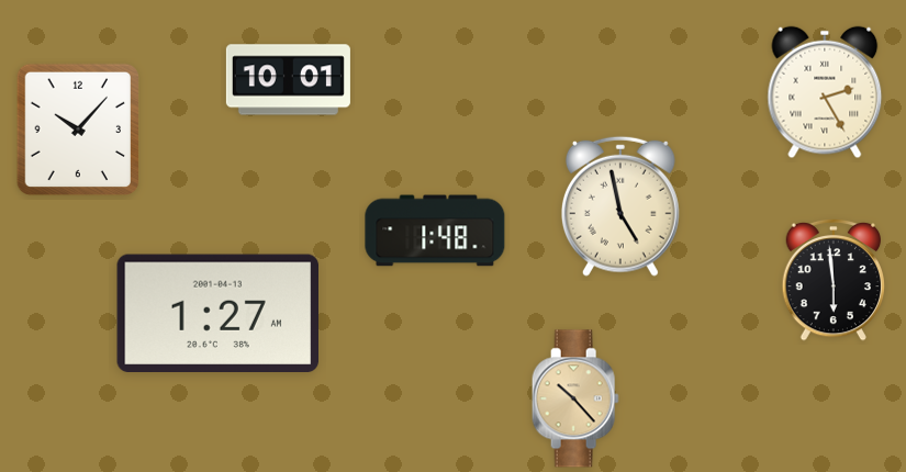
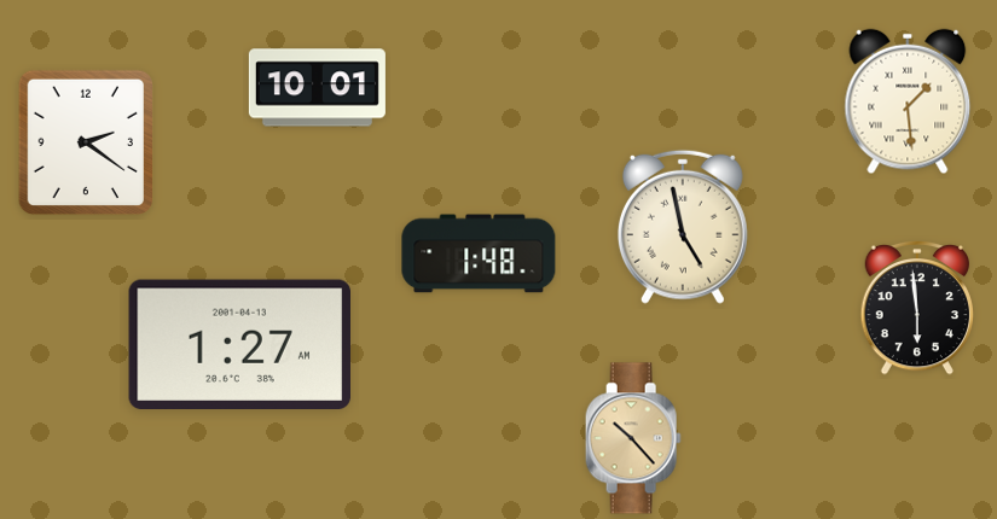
clock at (825, 92): 2:25 -> 1:29
clock at (77, 130): 10:07 -> 2:21
